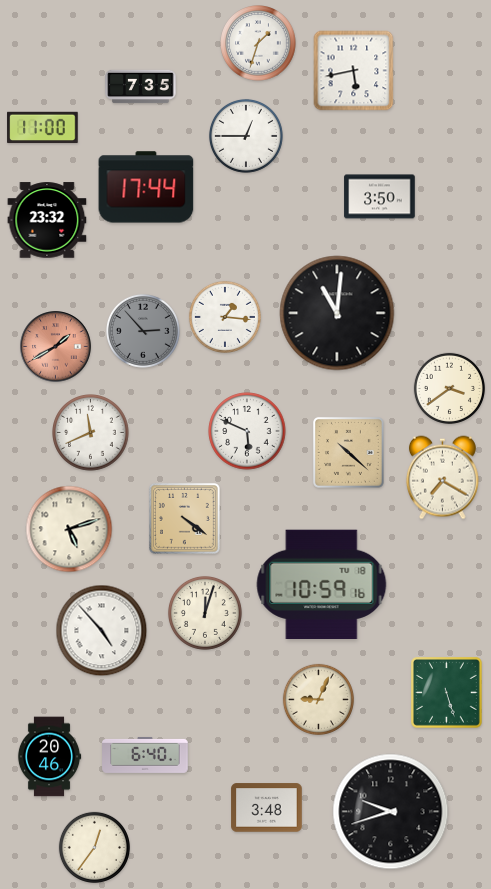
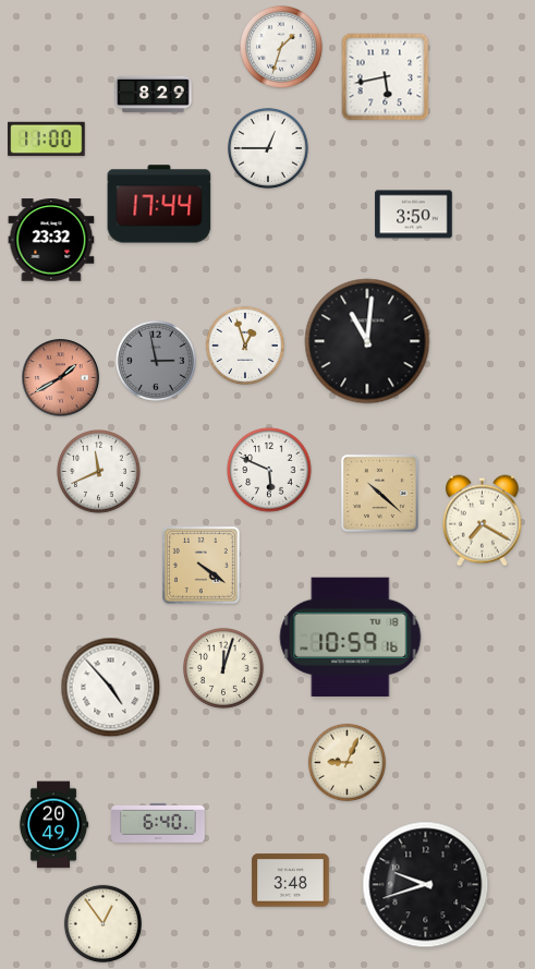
clock at (141, 87): 7:35 -> 8:29
clock at (225, 317): 1:16 -> 12:57
clock at (143, 331): 2:53 -> 2:58
clock at (449, 388): 3:39 -> none
clock at (69, 529): 5:12 -> none
clock at (447, 693): 5:27 -> none
clock at (49, 757): 20:46 -> 20:49
clock at (94, 847): 12:36 -> 12:54
